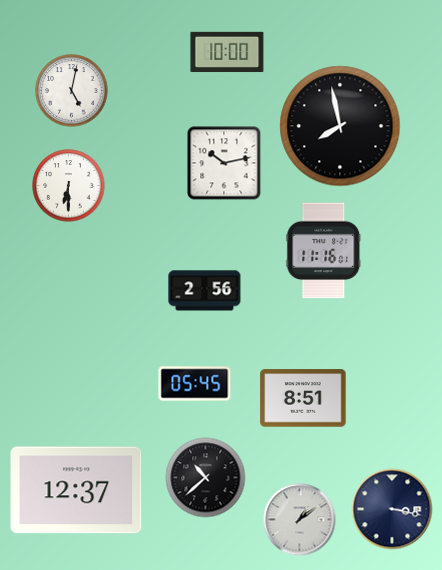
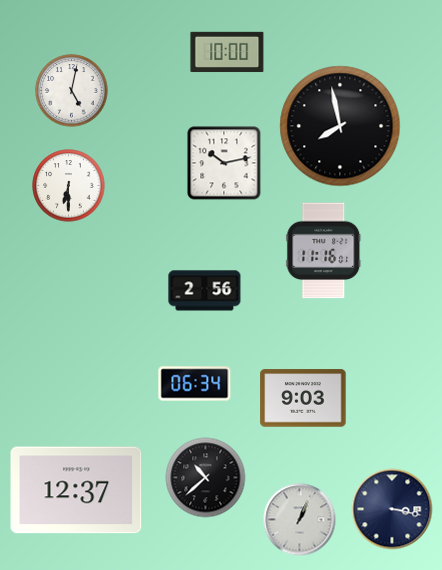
clock at (195, 384): 05:45 -> 06:34
clock at (303, 398): 8:51 -> 9:03
clock at (300, 520): 1:09 -> 1:04
